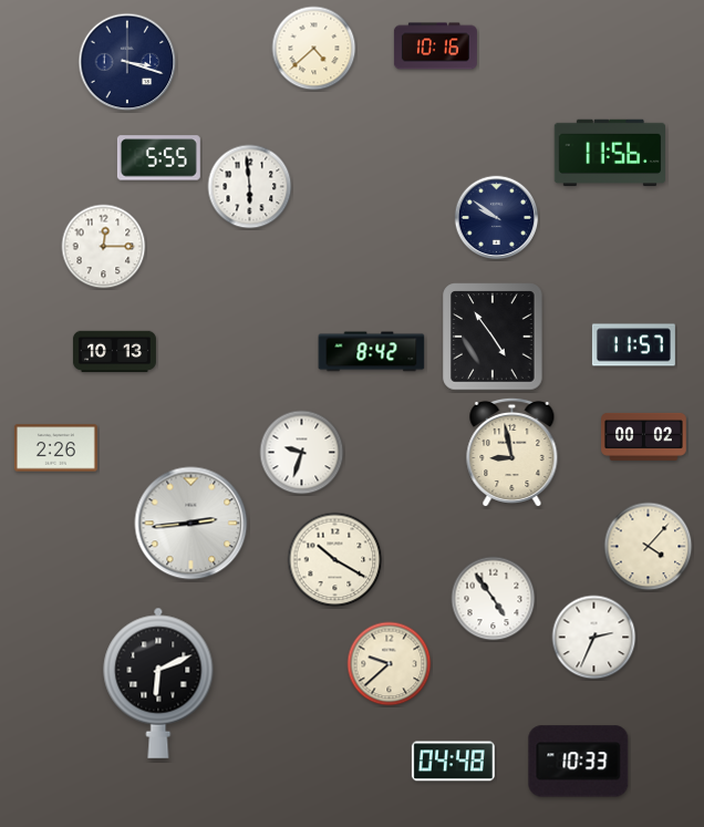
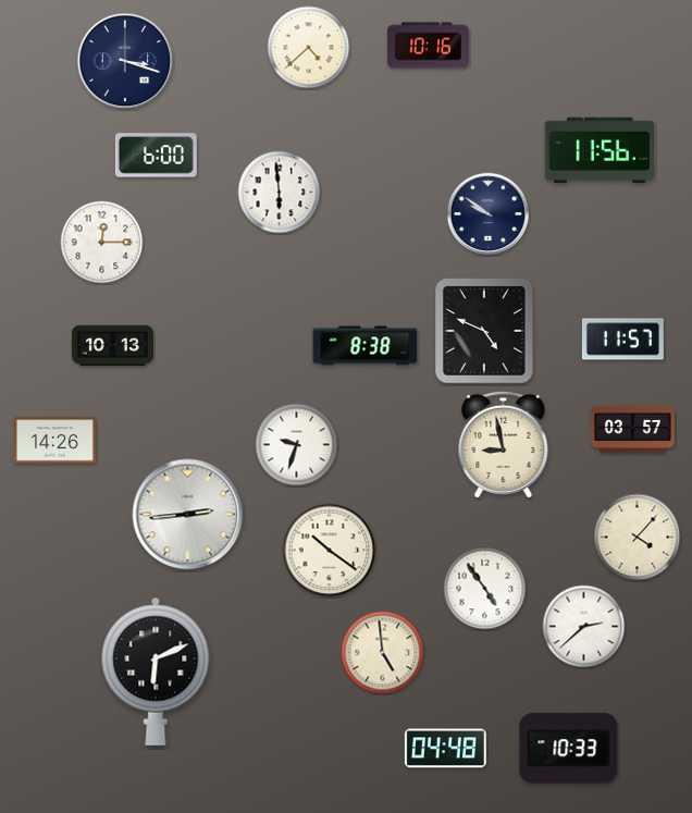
clock at (158, 158): 5:55 -> 6:00
clock at (250, 187) position: (250, 187) -> (280, 193)
clock at (493, 337): 4:54 -> 4:49
clock at (372, 352): 8:42 -> 8:38
clock at (644, 436): 00:02 -> 03:57
clock at (55, 448): 2:26 -> 14:26
clock at (335, 560): 10:20 -> 10:21
clock at (594, 638): 2:34 -> 2:38
clock at (390, 664): 9:38 -> 4:59
